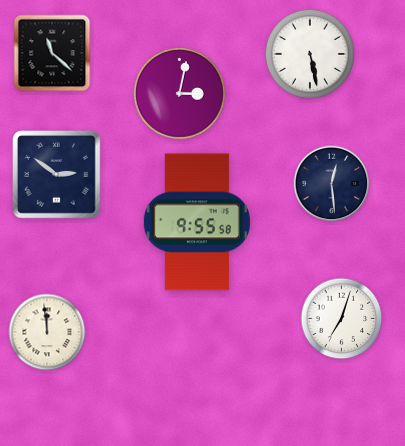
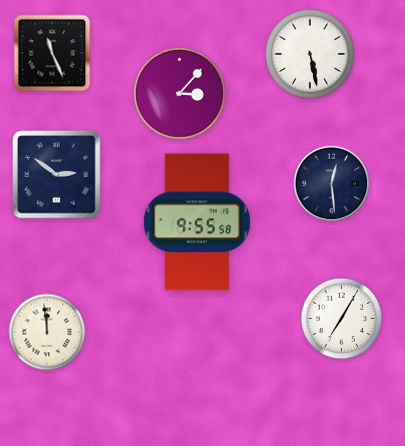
clock at (52, 53): 11:22 -> 11:26
clock at (179, 93): 3:02 -> 3:07
clock at (342, 319): 7:03 -> 7:05
